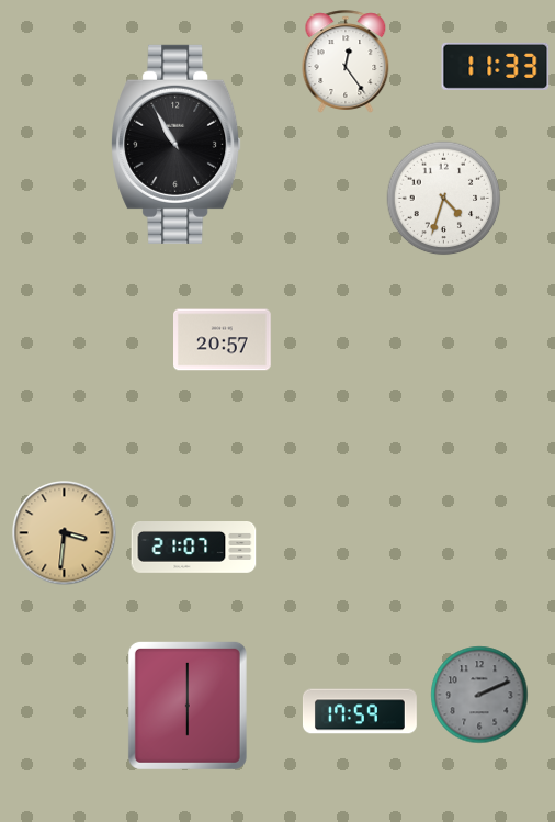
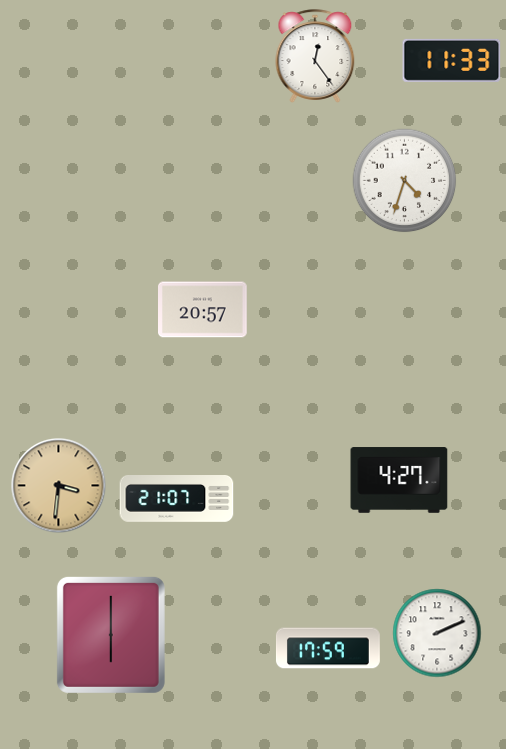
clock at (177, 144): 10:55 -> none
clock at (399, 480): none -> 4:27
clock at (479, 695) dial: grey -> white
clock at (188, 706) position: (188, 706) -> (111, 635)
